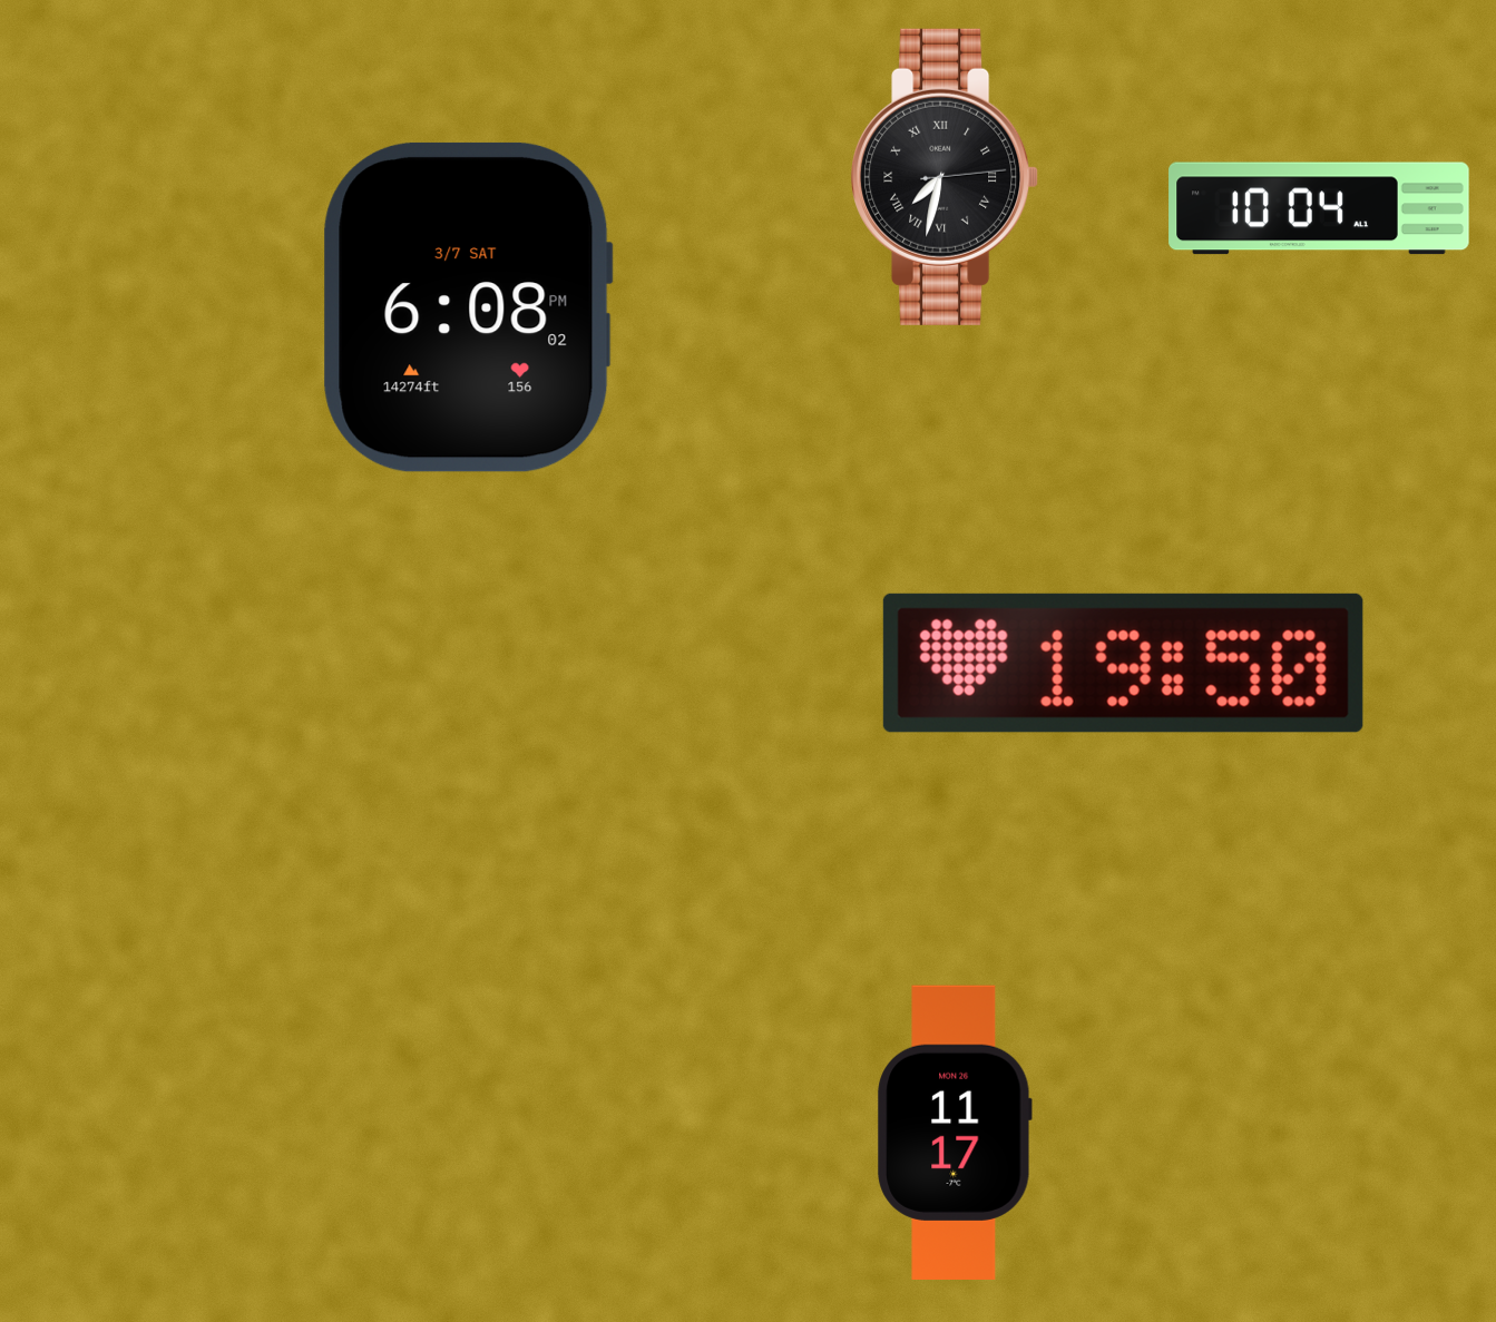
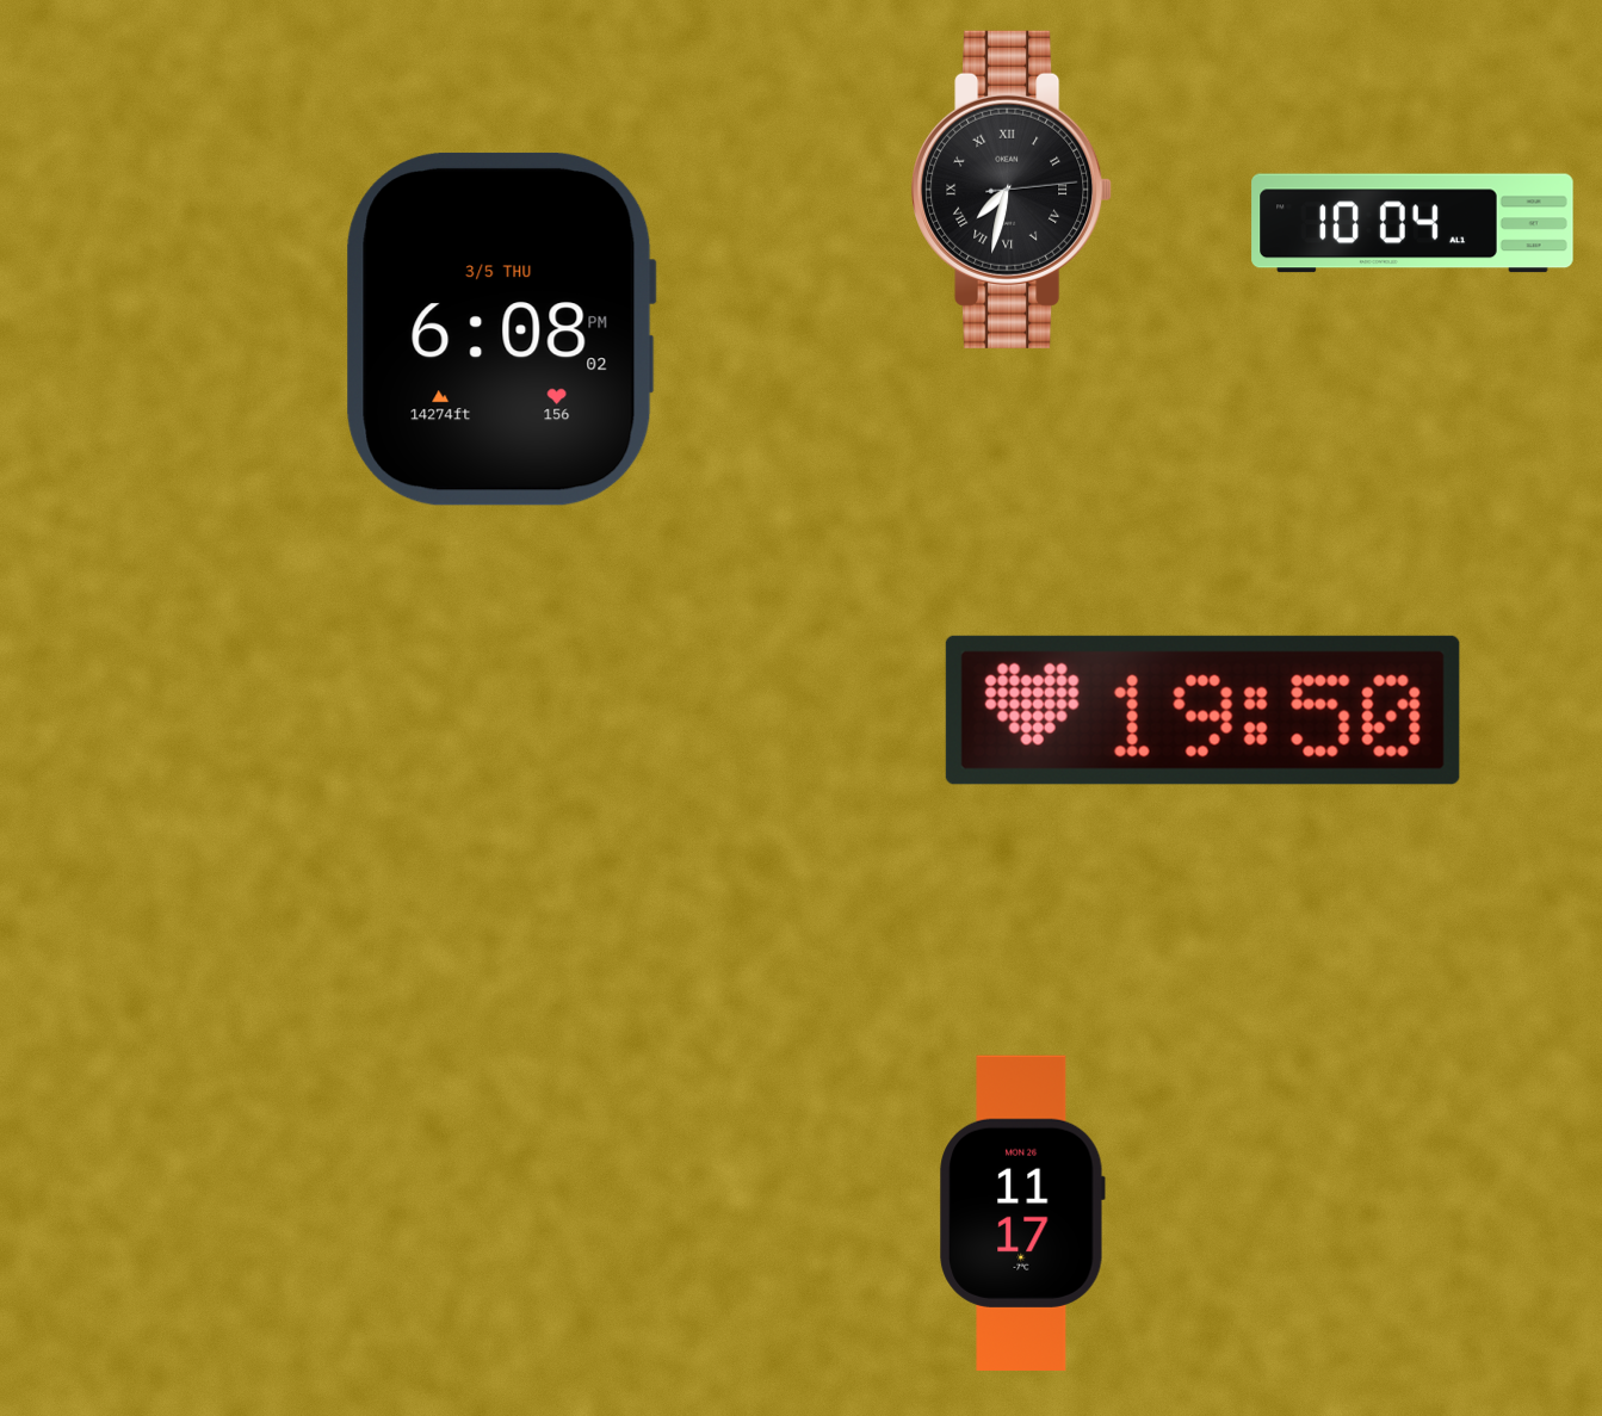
clock at (468, 307) date: 3/7 SAT -> 3/5 THU
